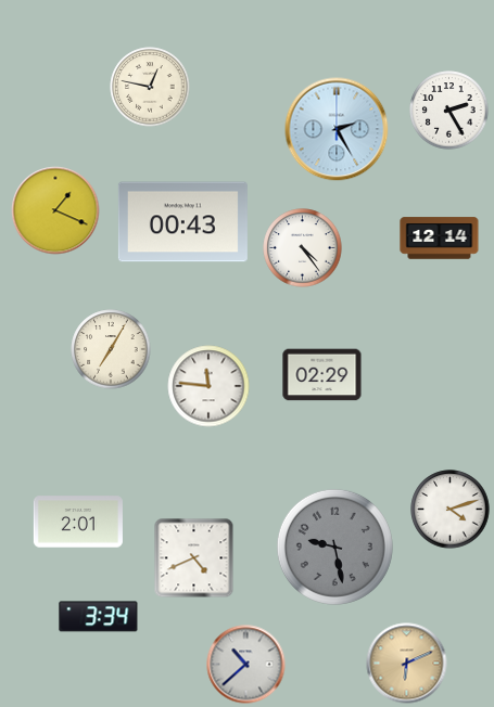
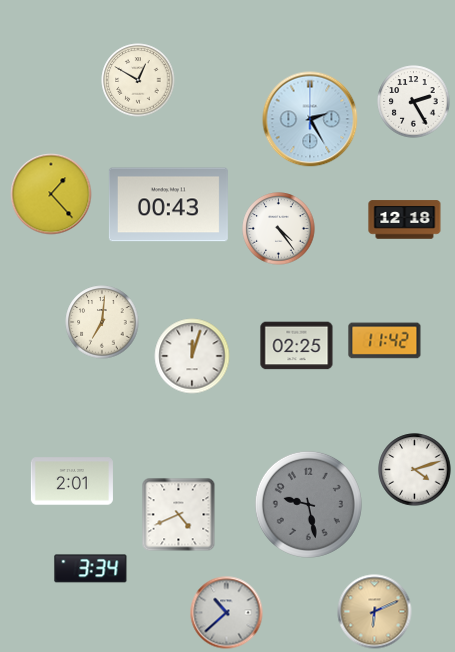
clock at (150, 87): 12:47 -> 12:50
clock at (55, 210): 1:19 -> 1:23
clock at (440, 239): 12:14 -> 12:18
clock at (111, 349): 7:05 -> 7:01
clock at (385, 341): none -> 11:42
clock at (322, 375): 02:29 -> 02:25
clock at (208, 386): 11:46 -> 12:03
